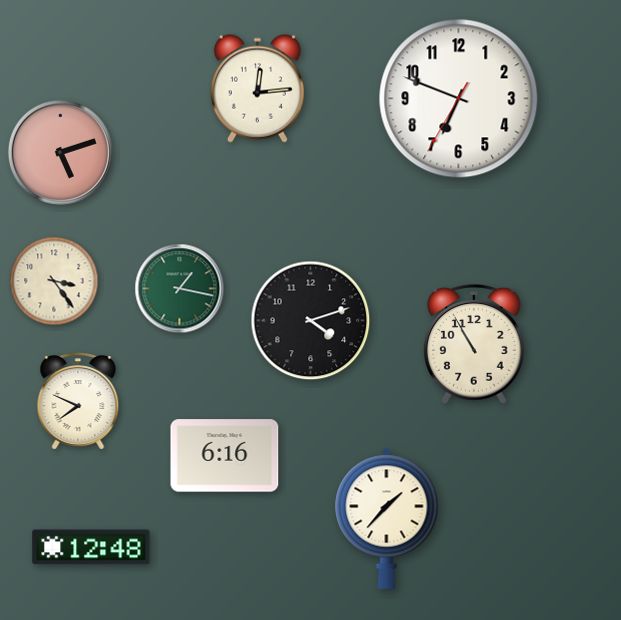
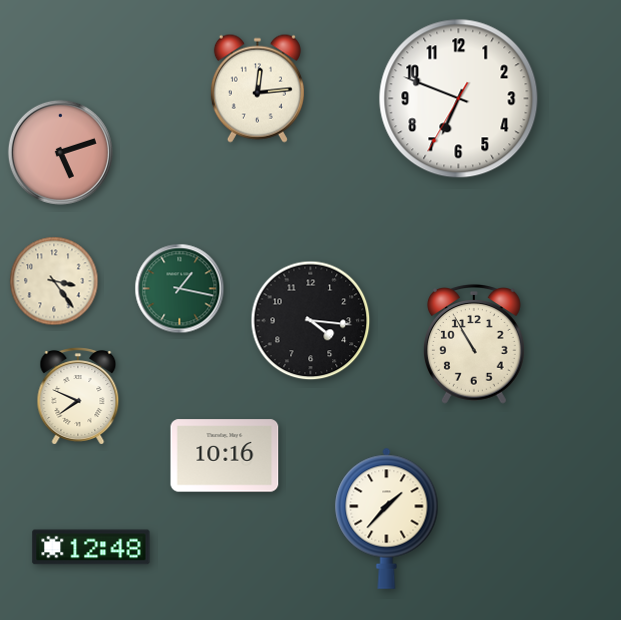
clock at (311, 321): 4:12 -> 4:16
clock at (78, 401) position: (78, 401) -> (78, 396)
clock at (225, 456): 6:16 -> 10:16
